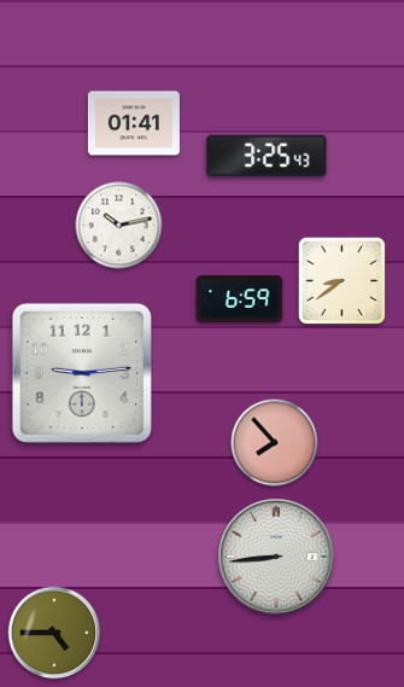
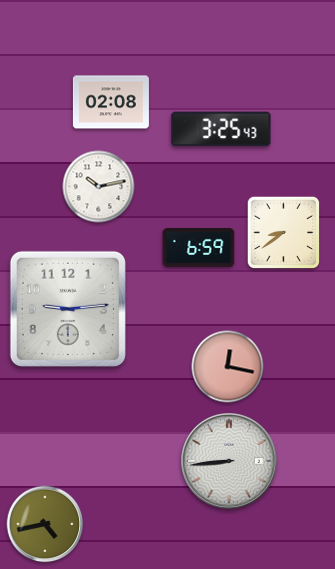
clock at (134, 123): 01:41 -> 02:08
clock at (275, 443): 7:53 -> 12:17
clock at (54, 633): 4:45 -> 4:43
